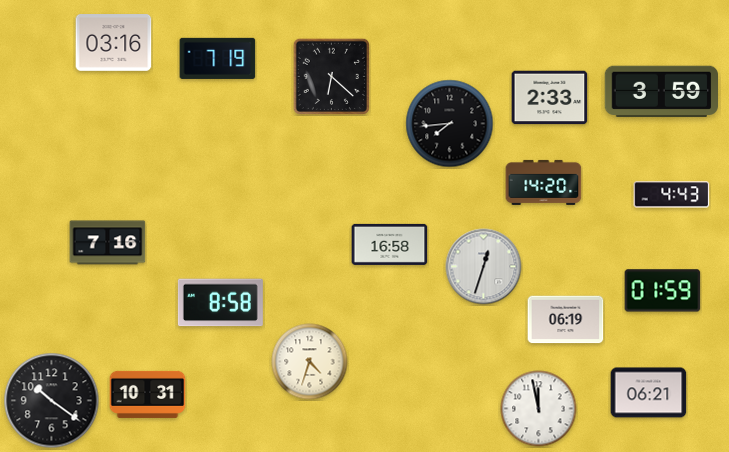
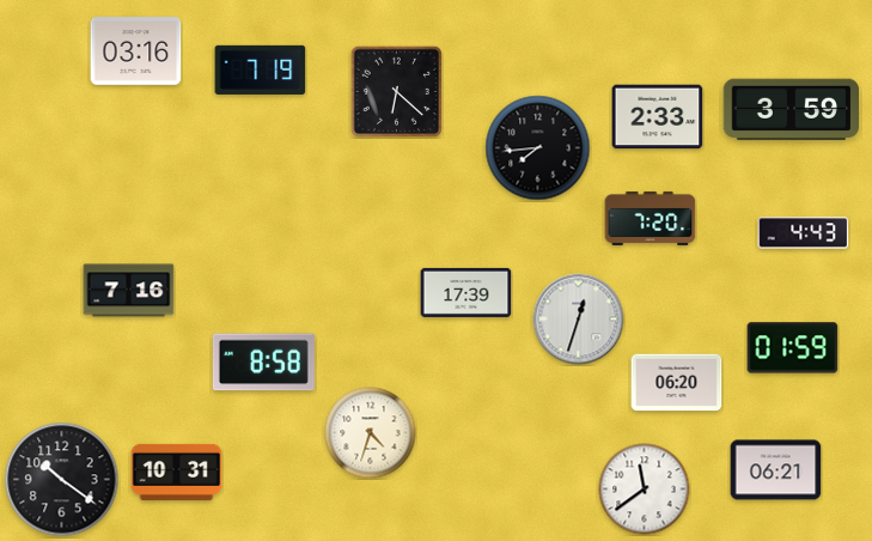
clock at (544, 182): 14:20 -> 7:20
clock at (390, 244): 16:58 -> 17:39
clock at (566, 320): 06:19 -> 06:20
clock at (539, 409): 11:58 -> 11:39
